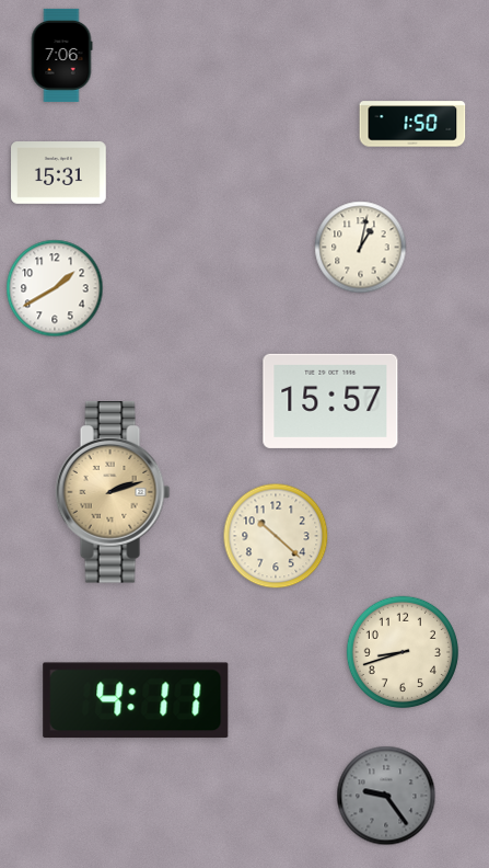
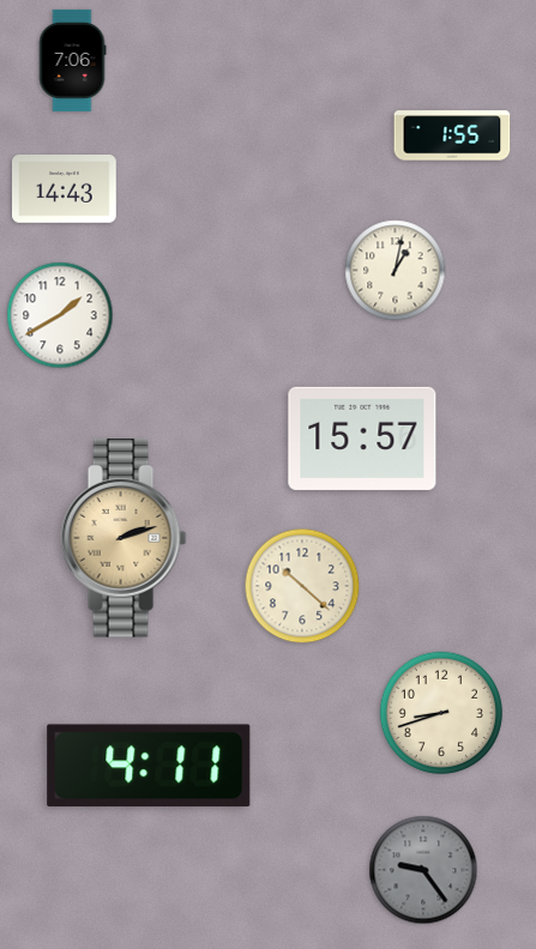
clock at (61, 55) position: (61, 55) -> (72, 60)
clock at (412, 124): 1:50 -> 1:55
clock at (59, 173): 15:31 -> 14:43
